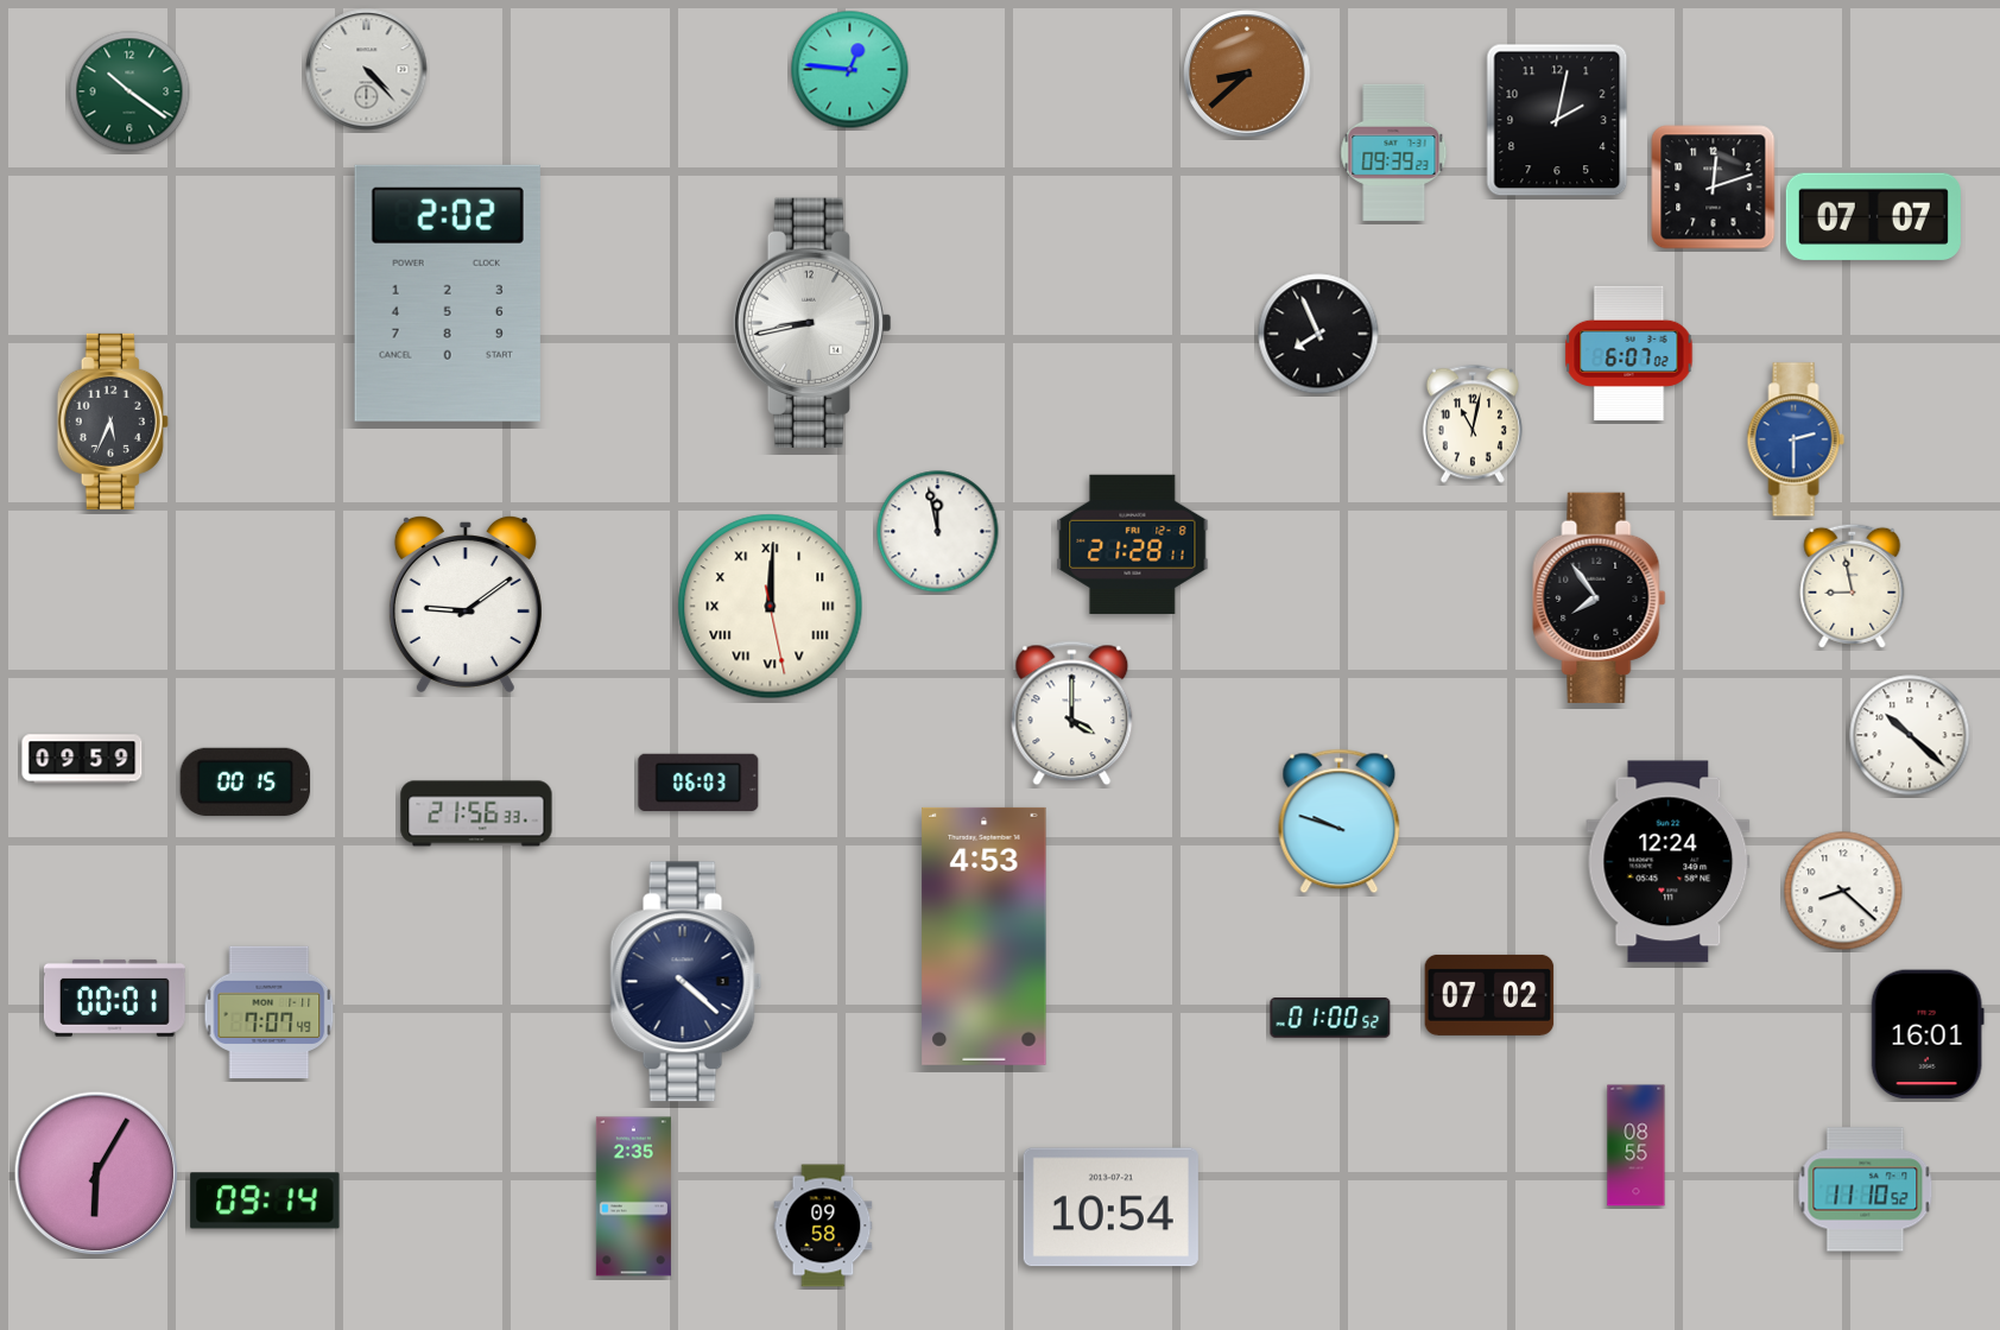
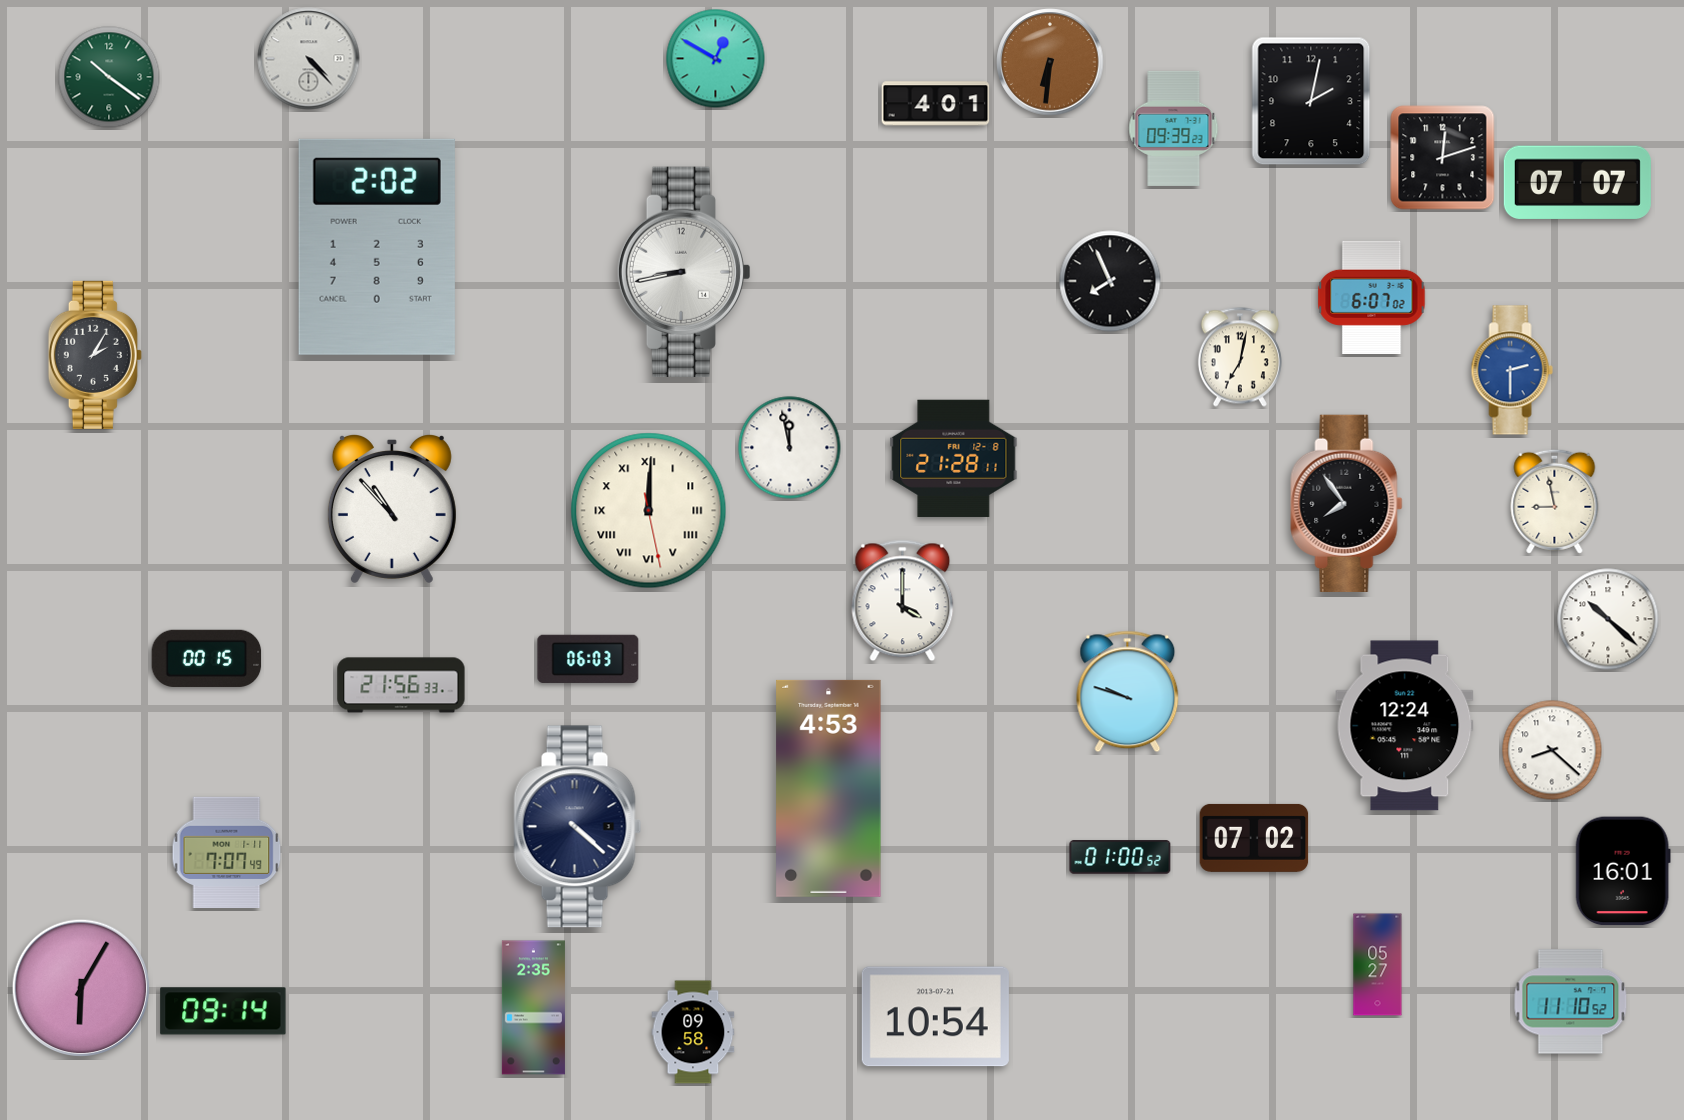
clock at (850, 70): 12:46 -> 12:50
clock at (1247, 74): 8:38 -> 6:31
clock at (936, 104): none -> 4:01
clock at (113, 422): 5:34 -> 2:05
clock at (1473, 424): 11:02 -> 7:02
clock at (1853, 585) position: (1853, 585) -> (1555, 501)
clock at (466, 603): 9:09 -> 10:53
clock at (82, 759): 09:59 -> none
clock at (114, 997): 00:01 -> none
clock at (1637, 1146): 08:55 -> 05:27
